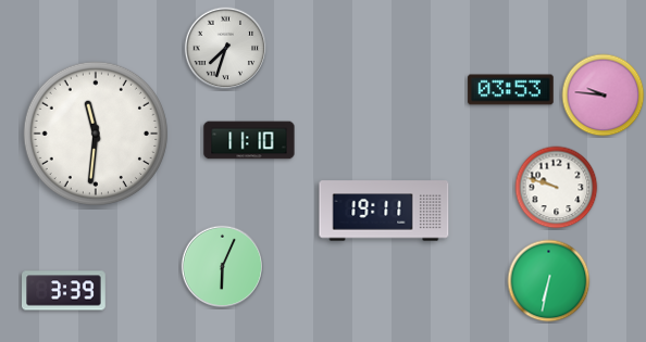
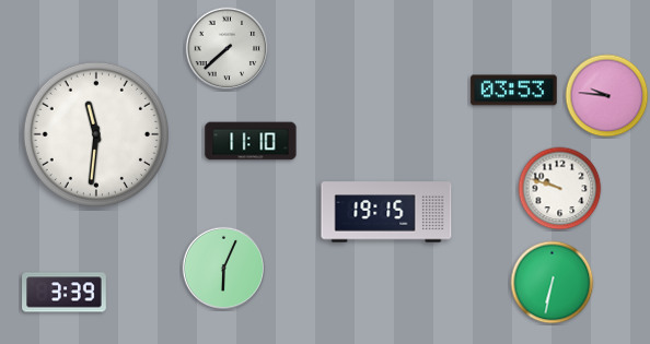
clock at (226, 49): 7:33 -> 7:38
clock at (384, 211): 19:11 -> 19:15
